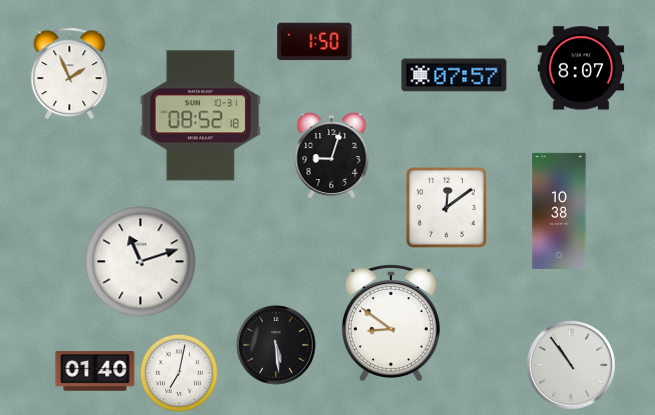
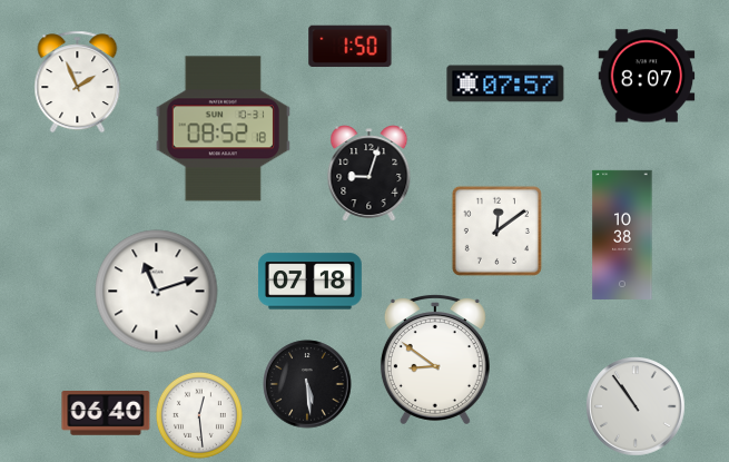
clock at (309, 282): none -> 07:18
clock at (95, 372): 01:40 -> 06:40
clock at (179, 373): 7:02 -> 12:29
